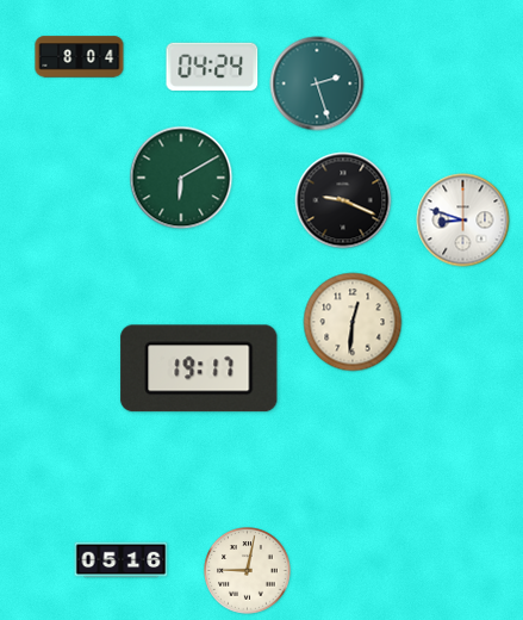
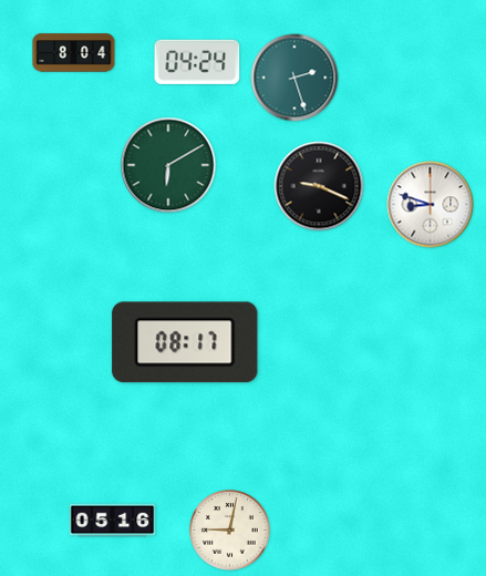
clock at (353, 322): 12:31 -> none
clock at (199, 368): 19:17 -> 08:17
